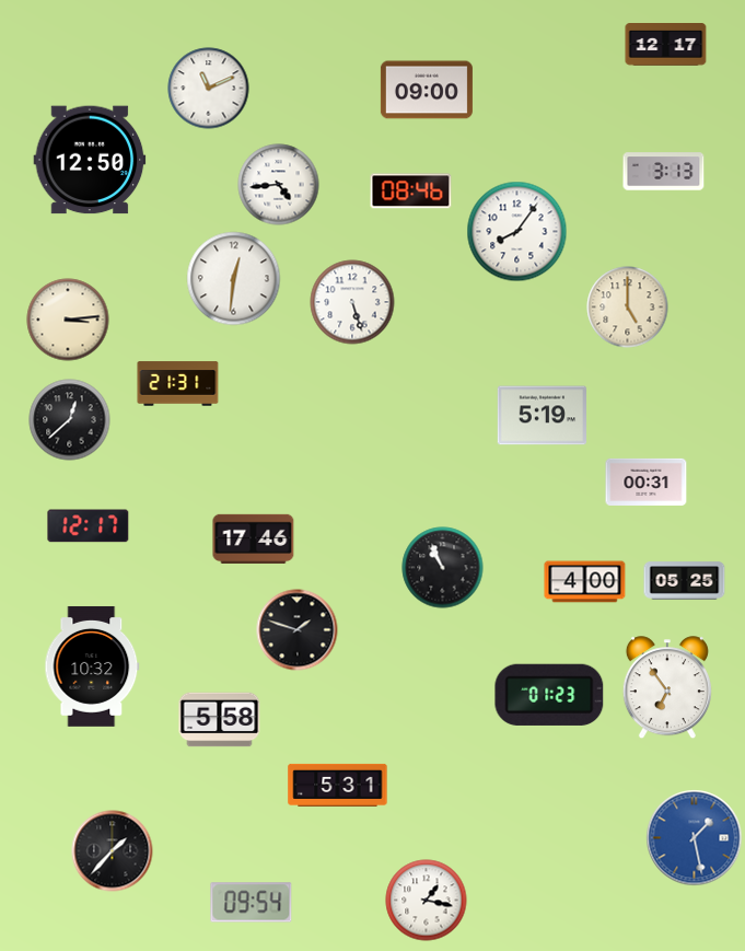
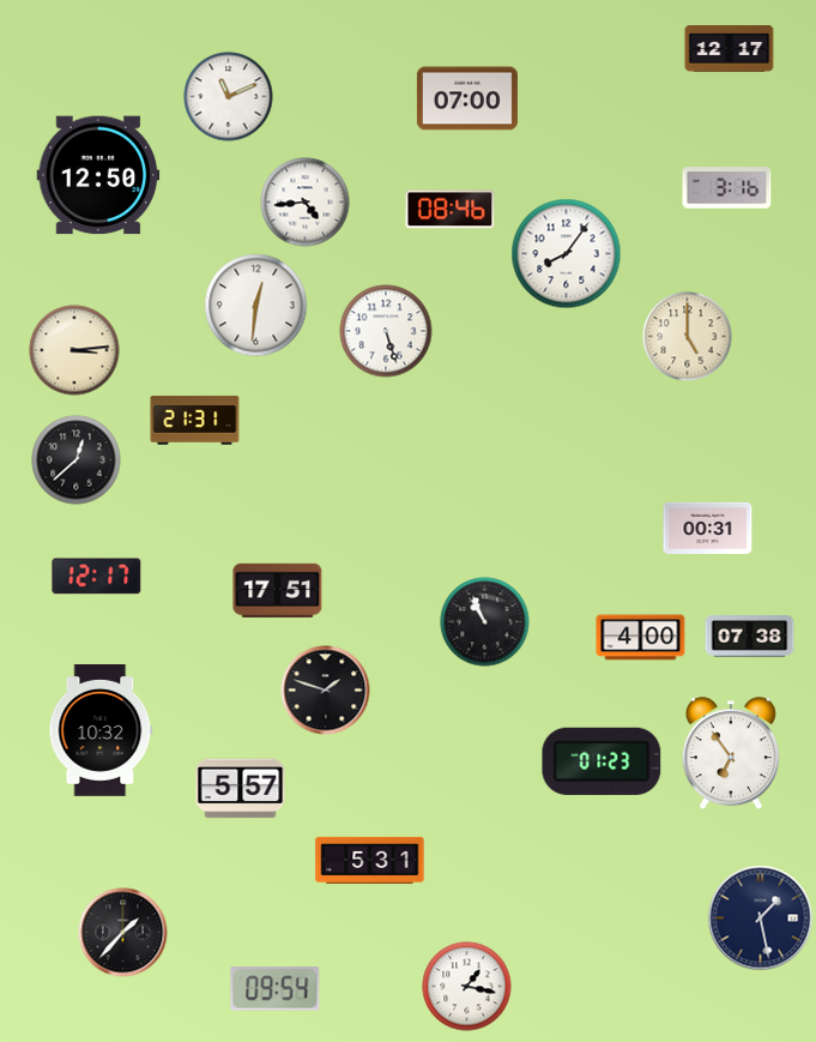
clock at (427, 90): 09:00 -> 07:00
clock at (664, 172): 3:13 -> 3:16
clock at (543, 416): 5:19 -> none
clock at (254, 538): 17:46 -> 17:51
clock at (685, 581): 05:25 -> 07:38
clock at (220, 720): 5:58 -> 5:57
clock at (695, 838) dial: blue -> navy
